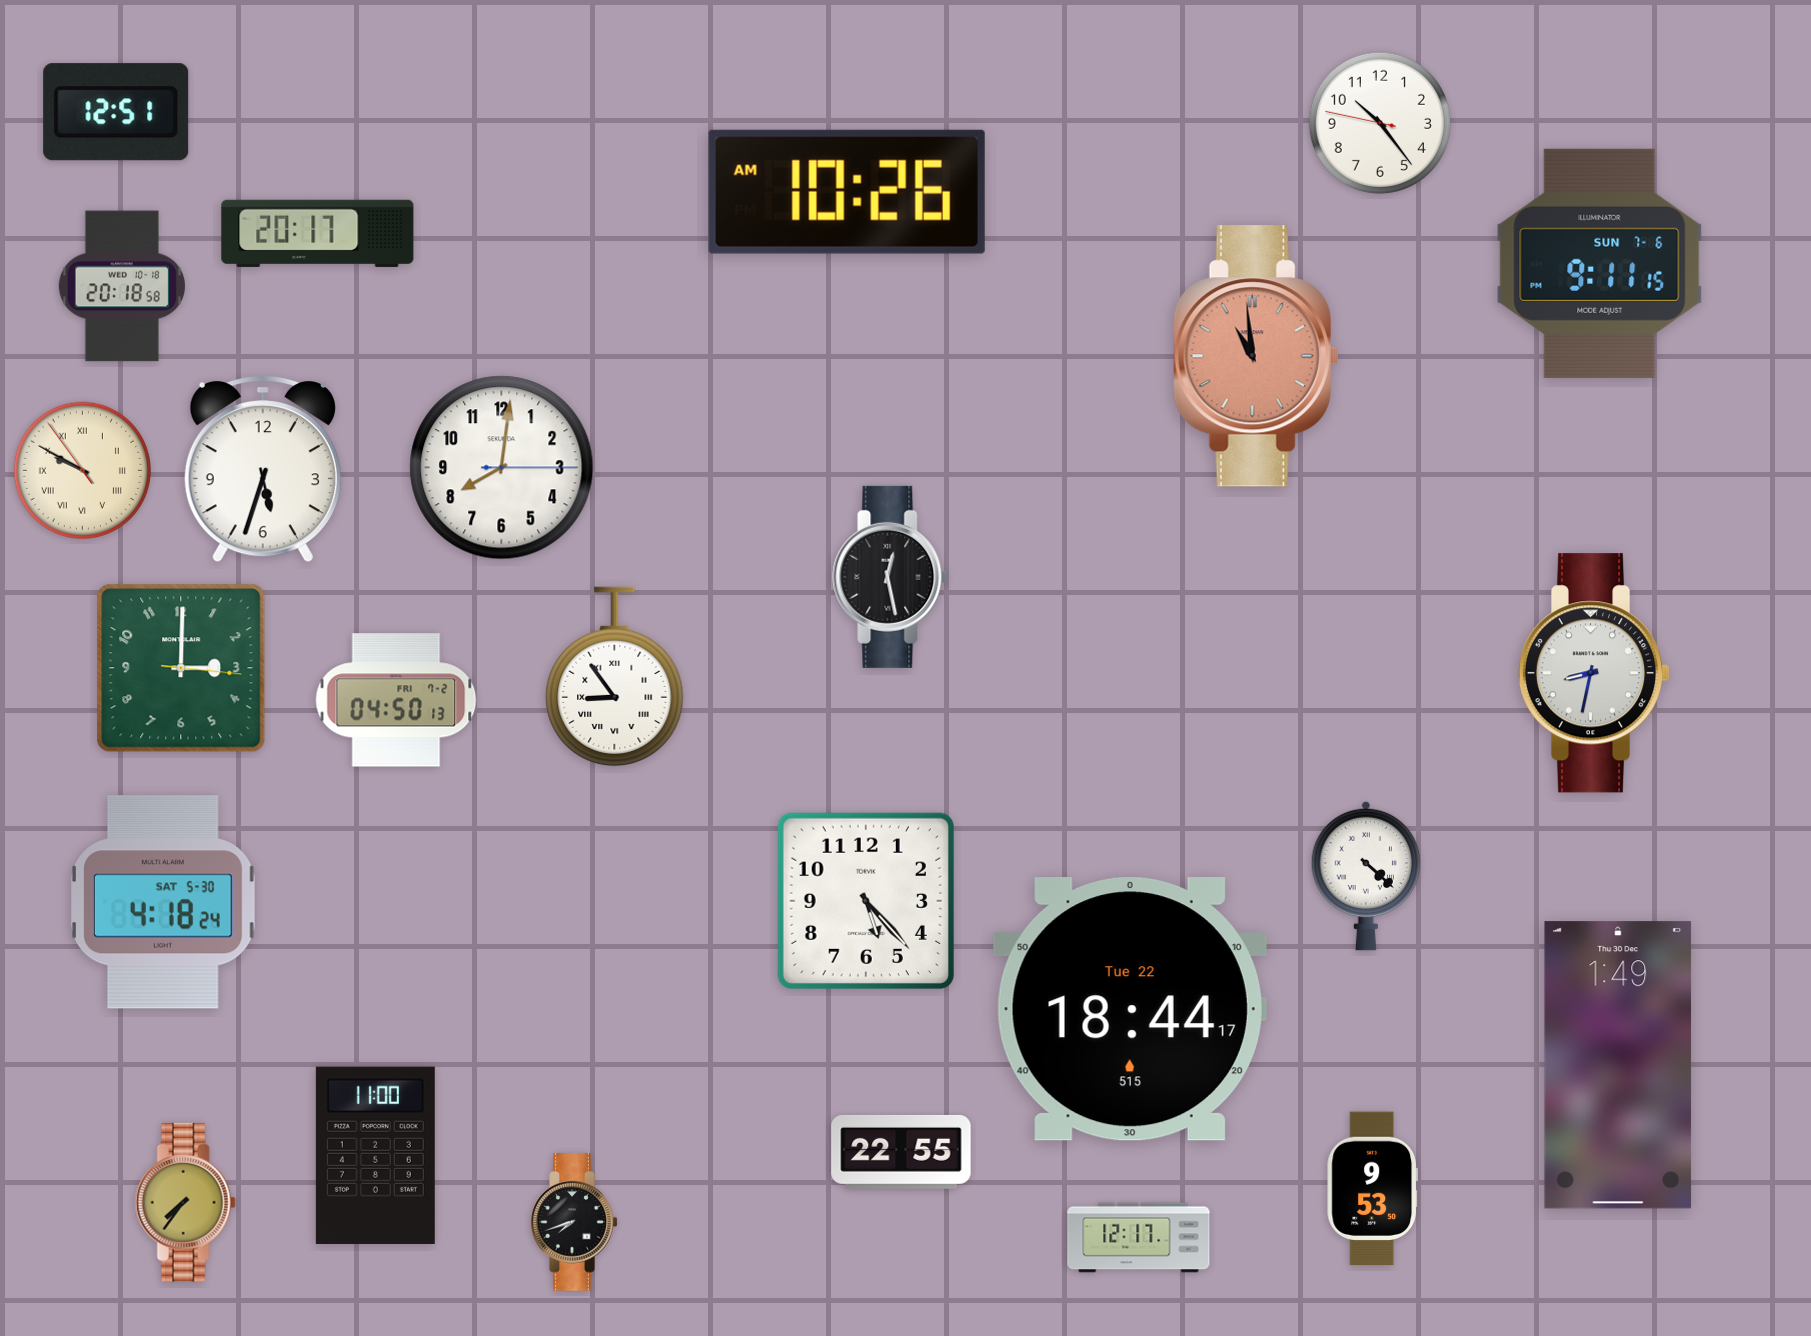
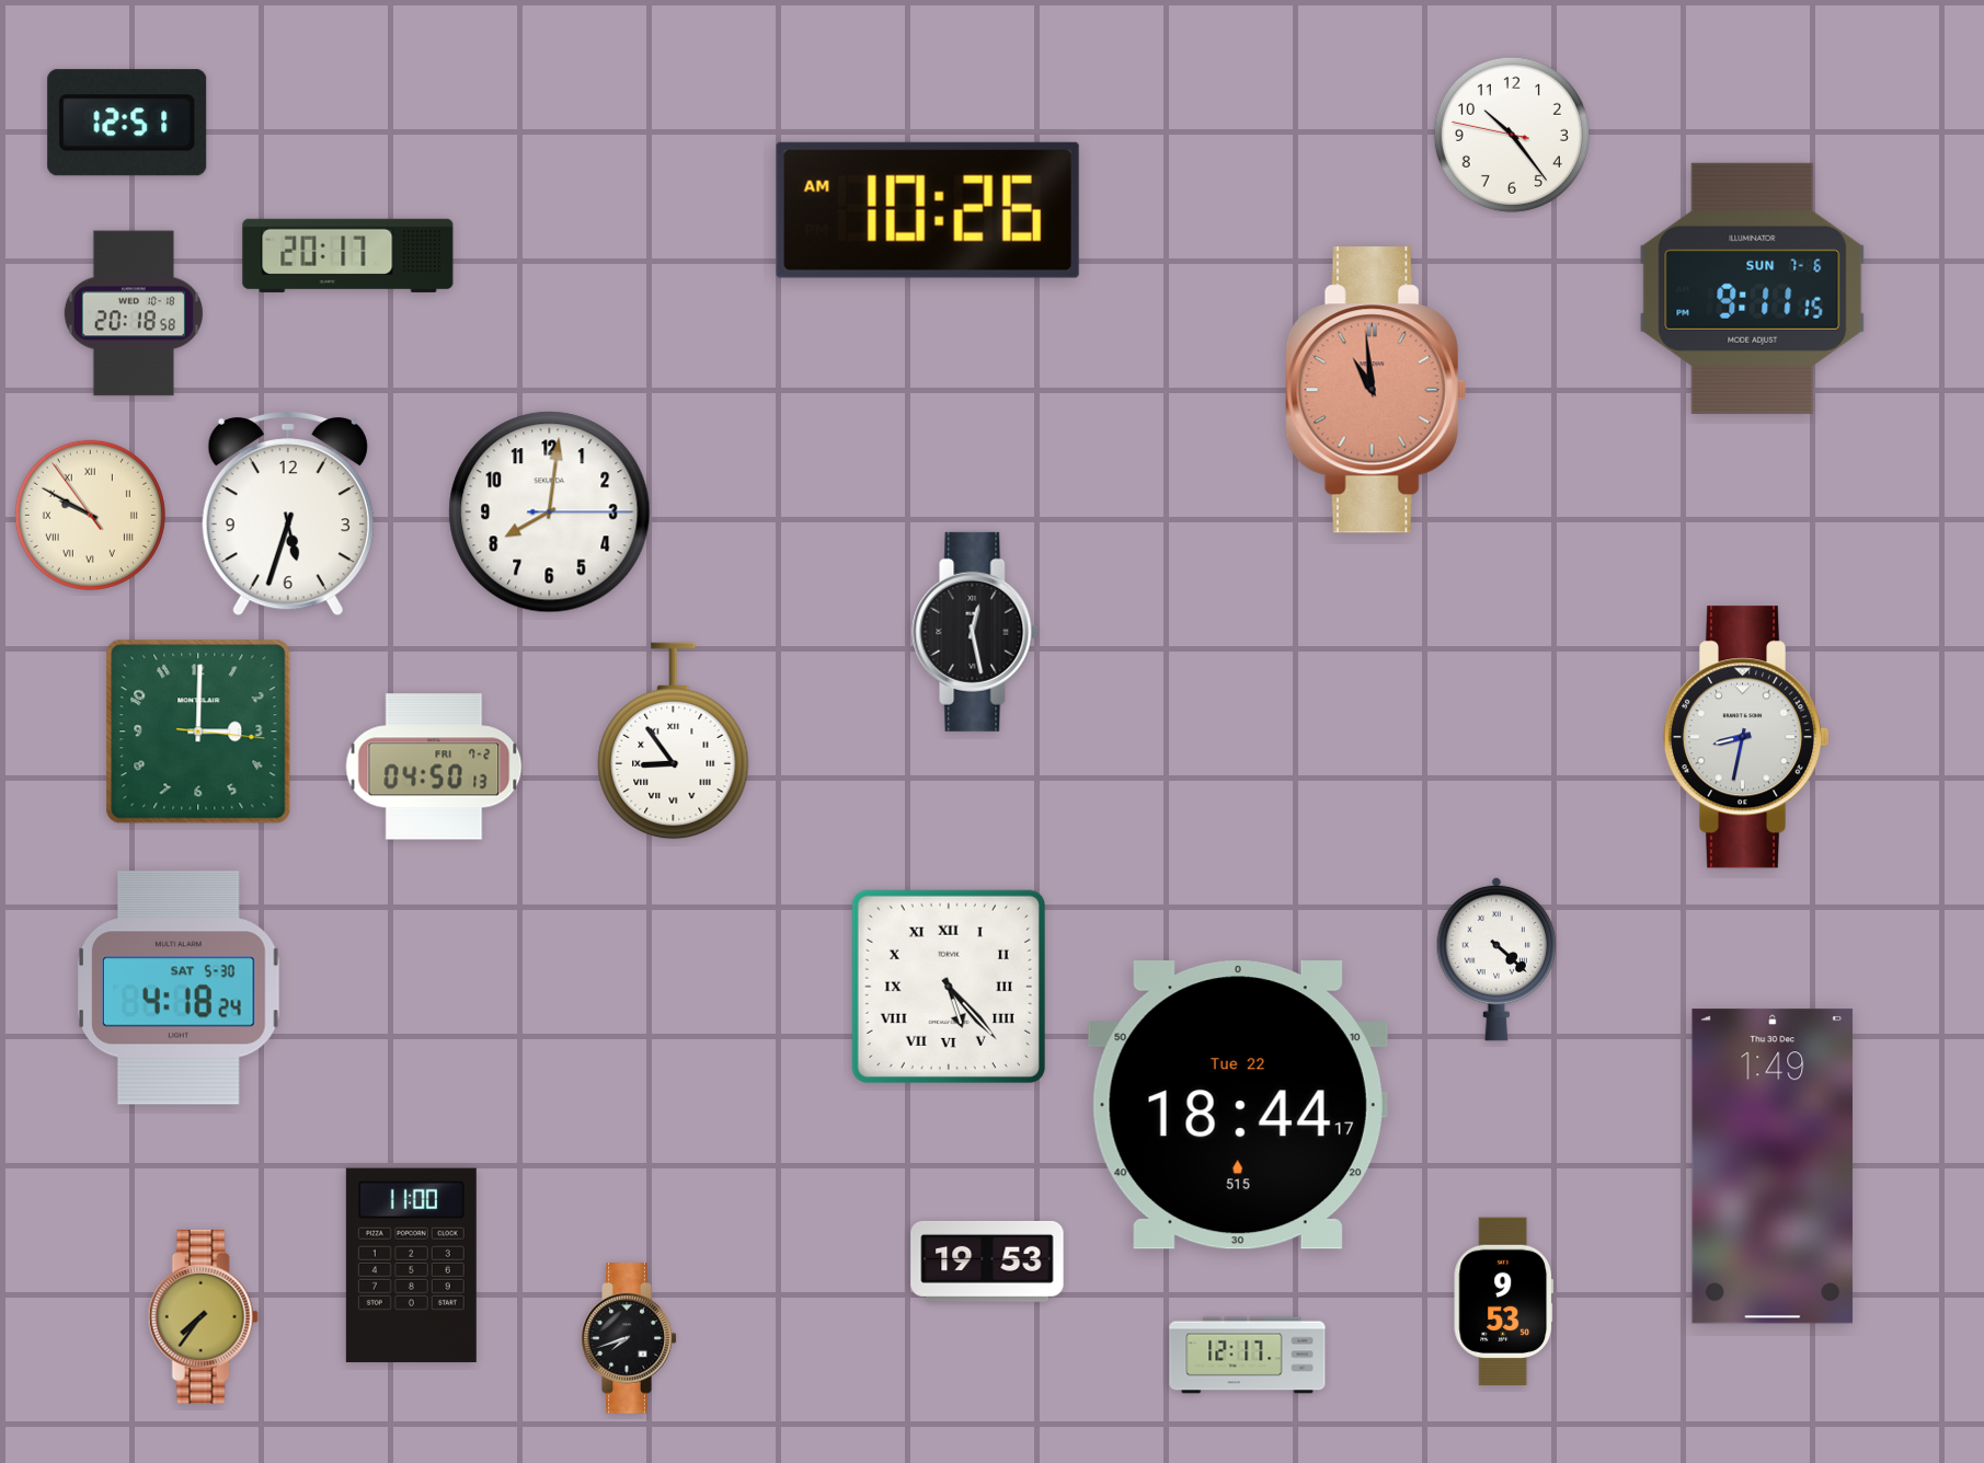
clock at (866, 901) numerals: Arabic -> Roman
clock at (901, 1152): 22:55 -> 19:53
